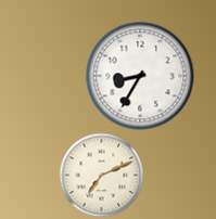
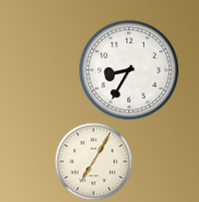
clock at (101, 175): 7:11 -> 7:05
